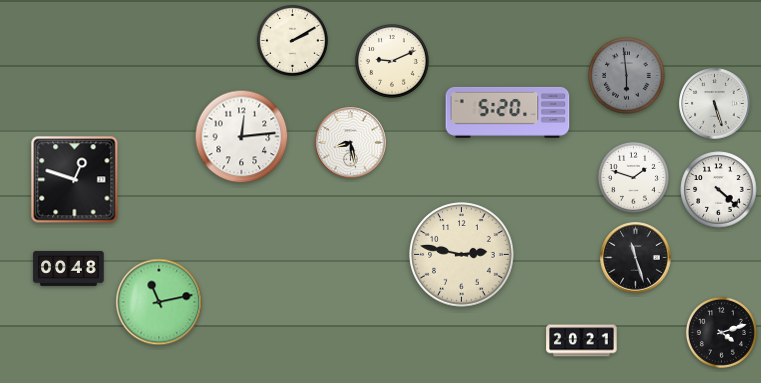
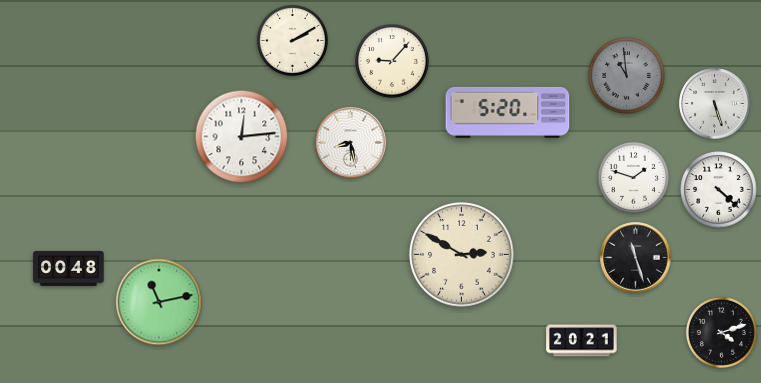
clock at (393, 62): 9:11 -> 9:07
clock at (627, 76): 5:59 -> 10:59
clock at (75, 180): 12:48 -> none
clock at (462, 255): 2:47 -> 2:50
